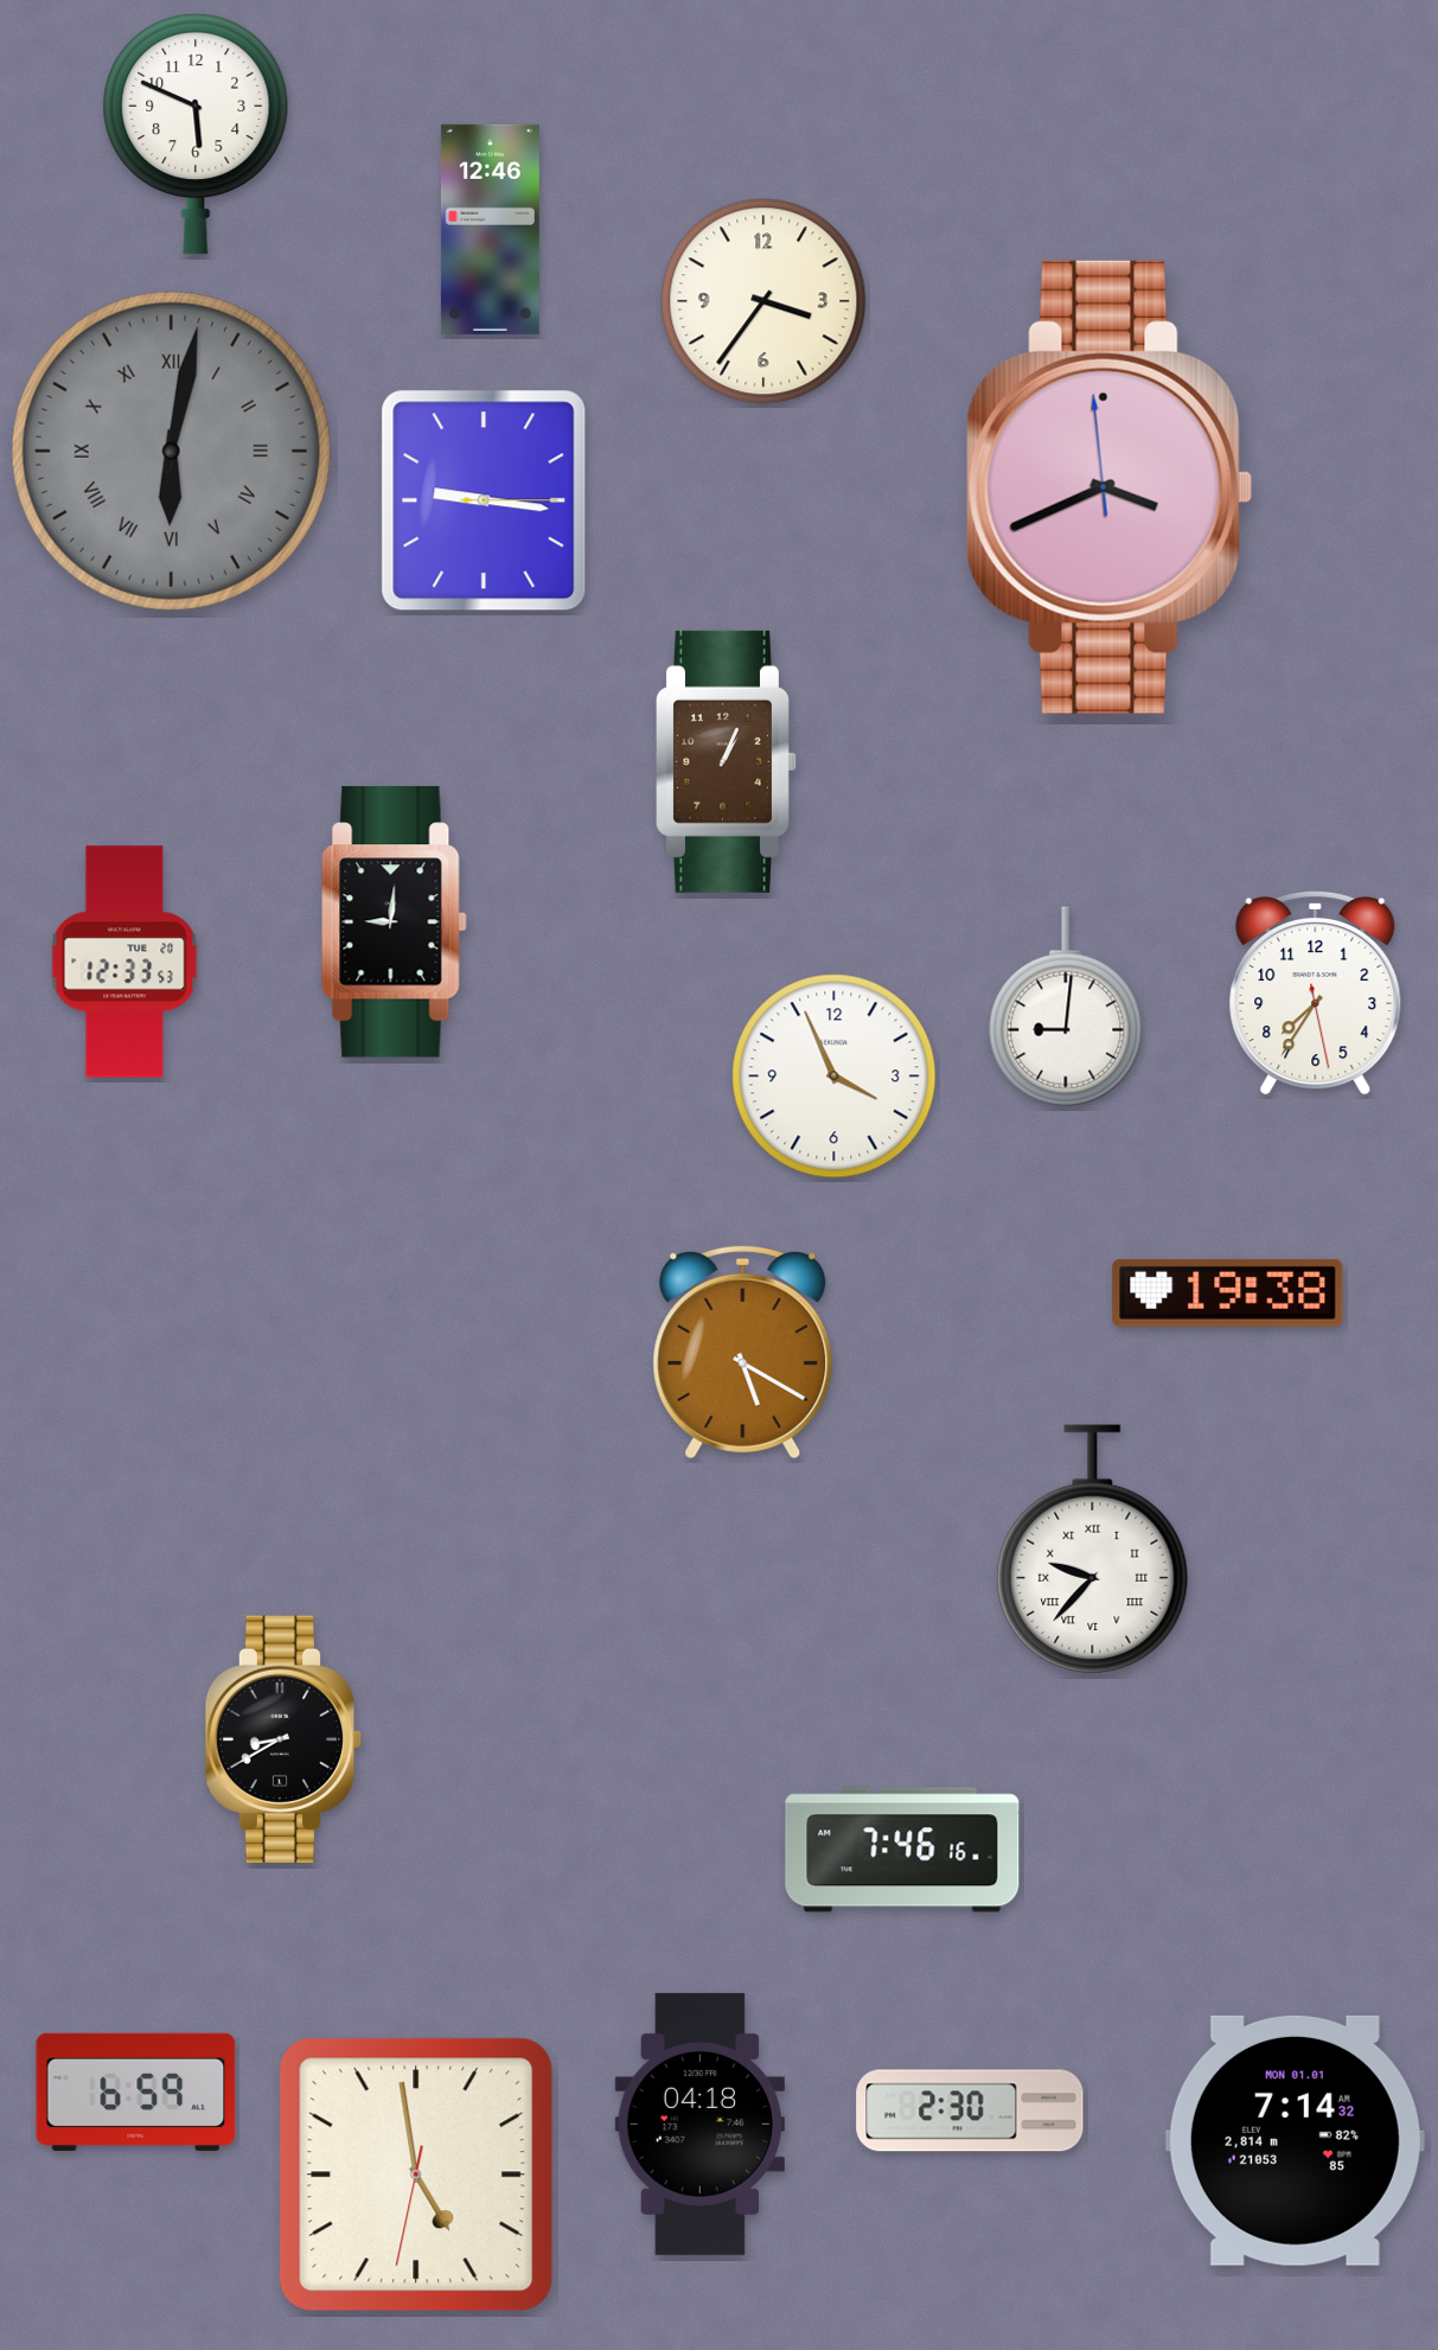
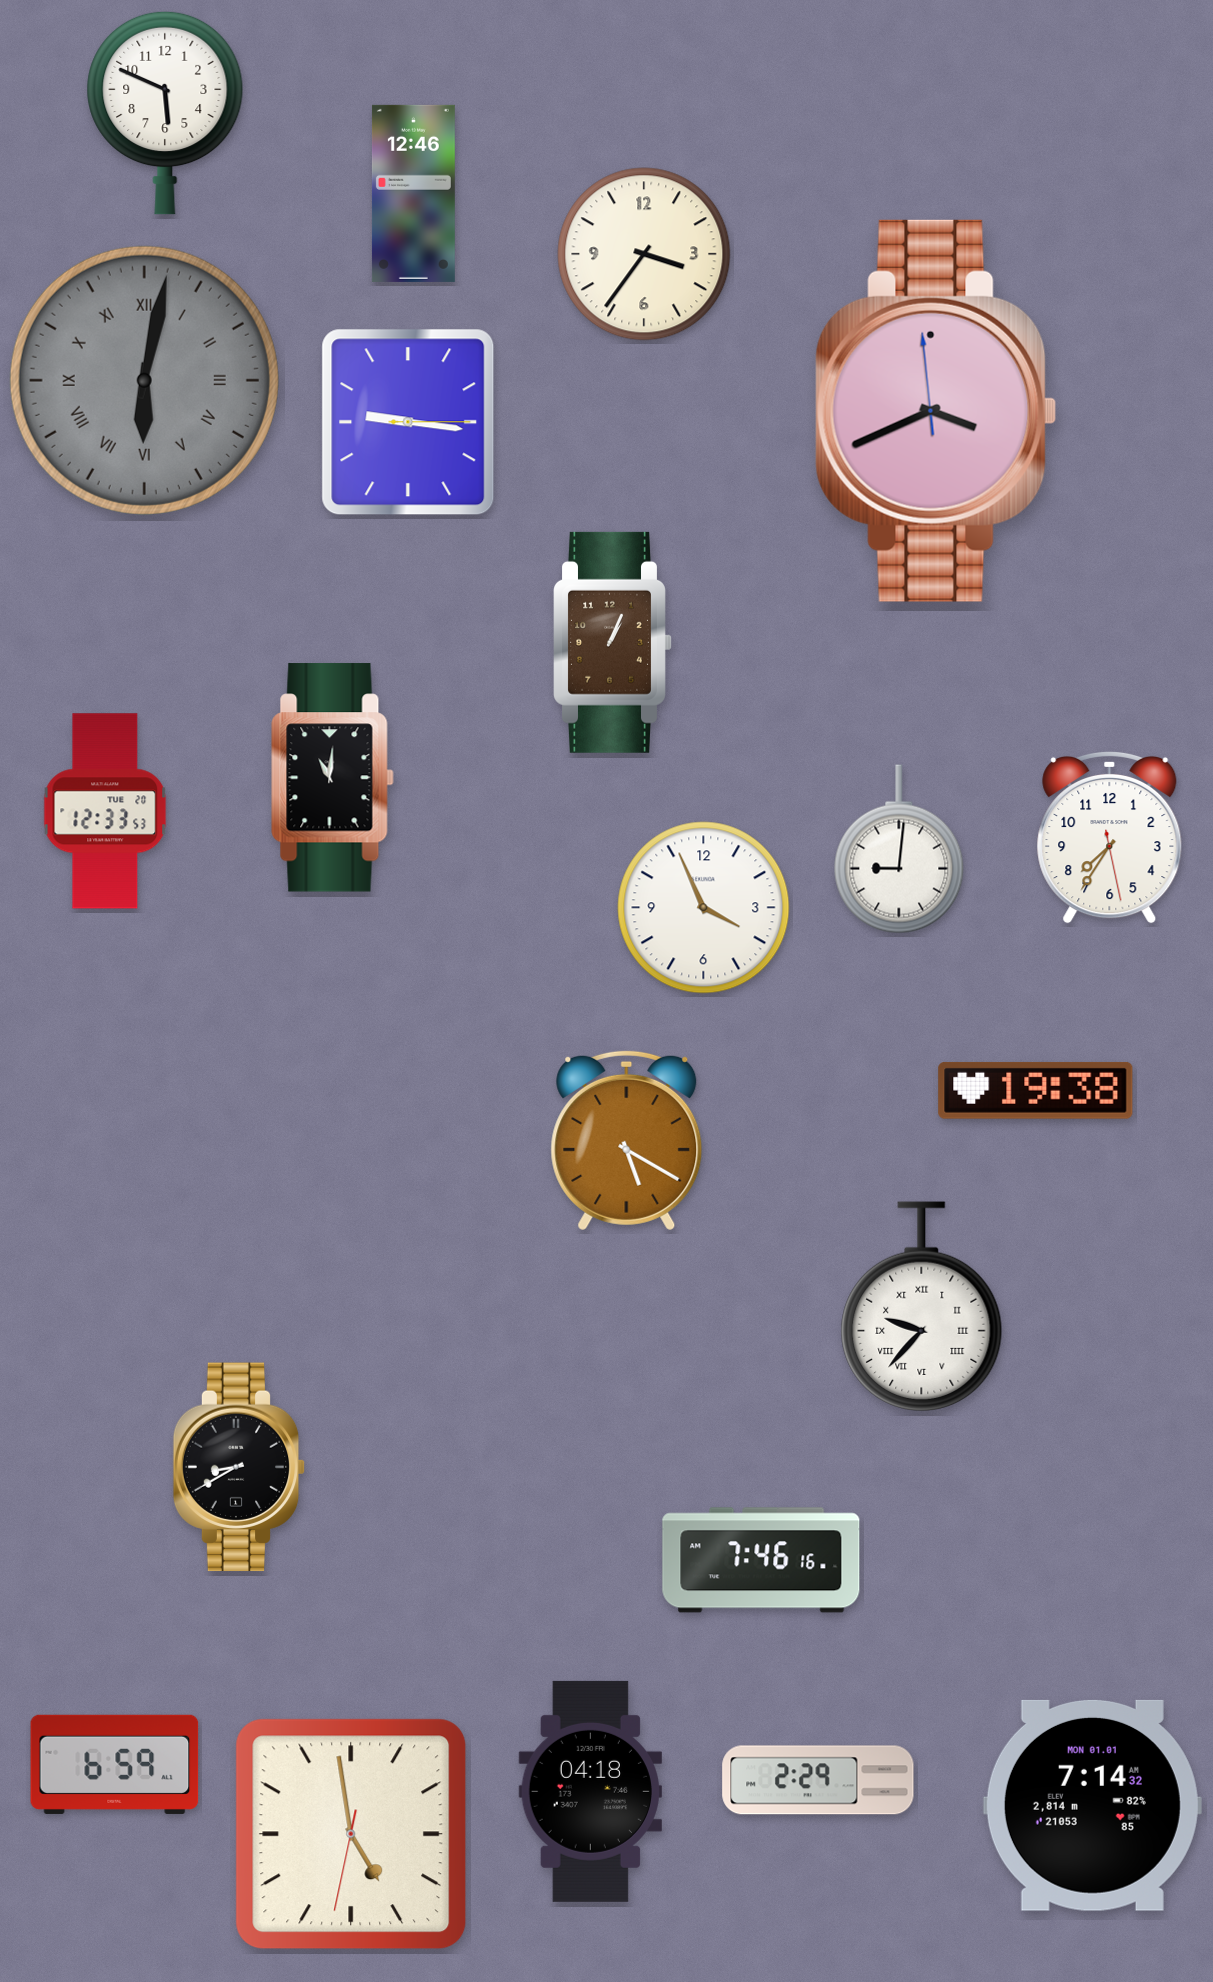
clock at (395, 922): 9:01 -> 11:01
clock at (970, 2110): 2:30 -> 2:29
